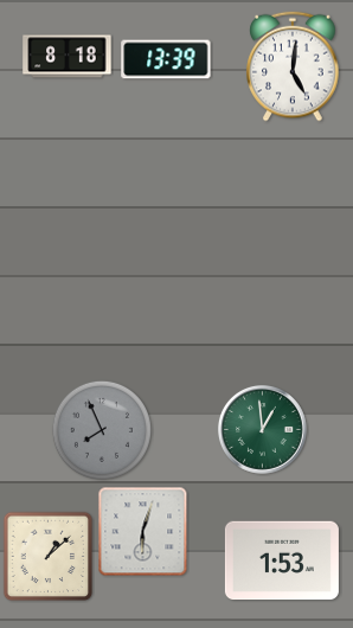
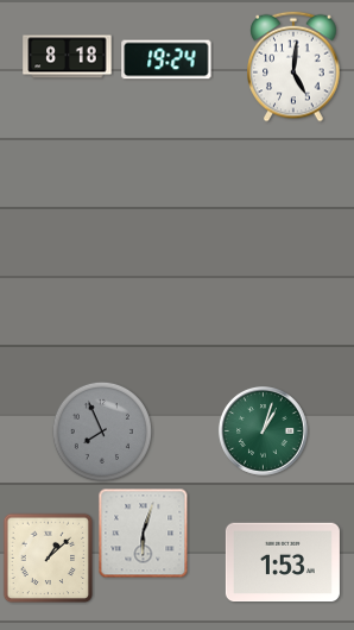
clock at (166, 59): 13:39 -> 19:24
clock at (262, 429): 12:59 -> 1:03
